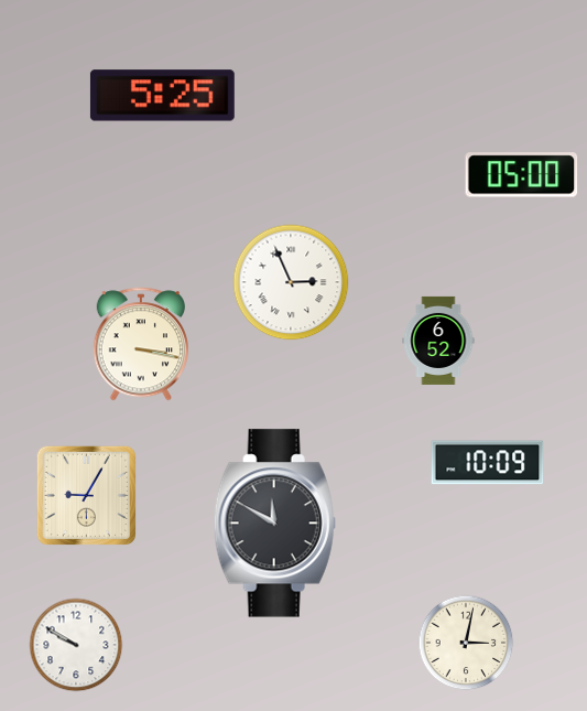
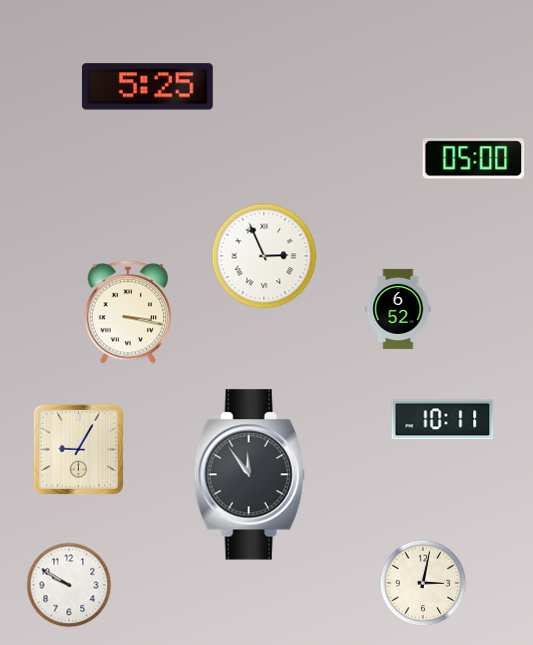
clock at (488, 463): 10:09 -> 10:11
clock at (274, 524): 11:50 -> 11:54
